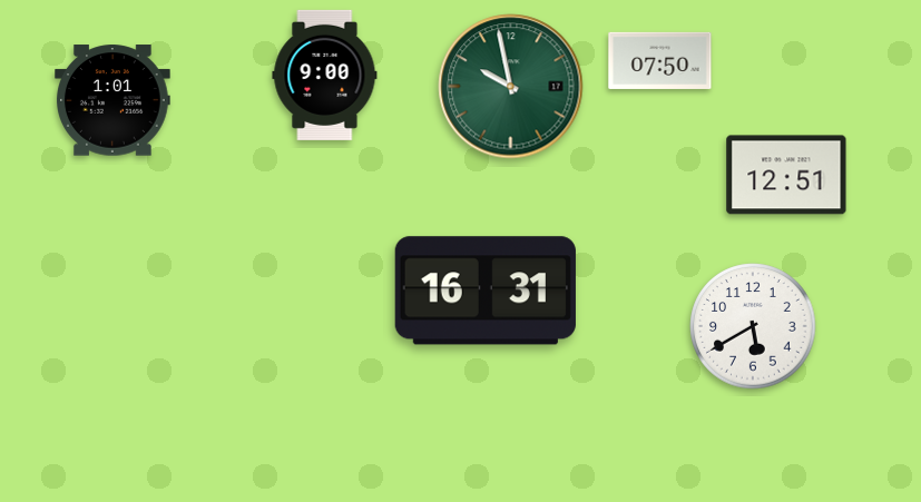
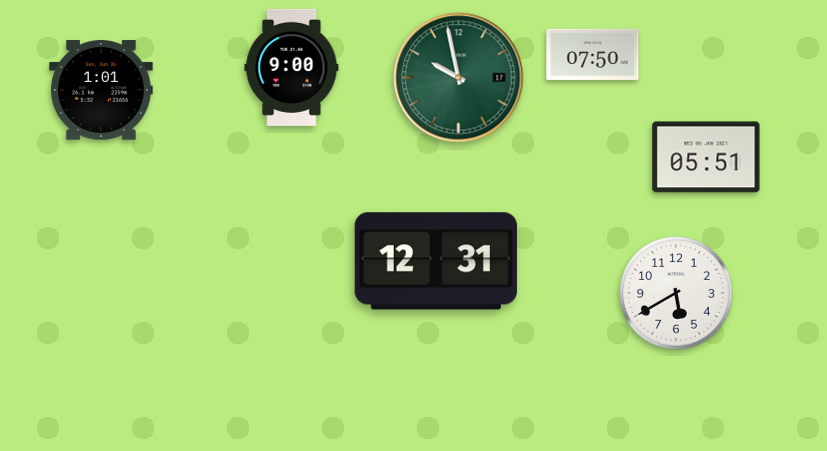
clock at (786, 175): 12:51 -> 05:51
clock at (486, 291): 16:31 -> 12:31
